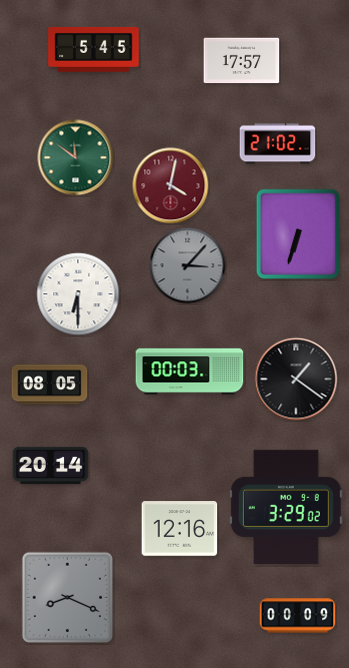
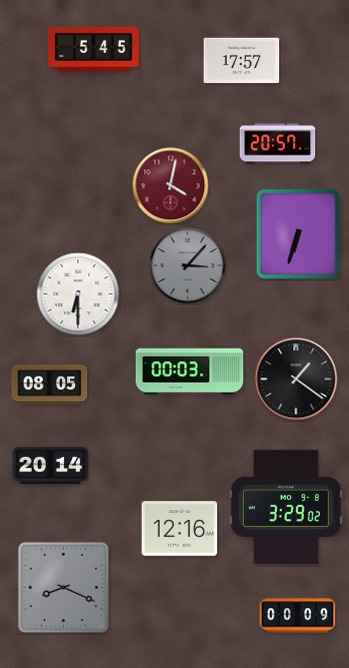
clock at (278, 144): 21:02 -> 20:57
clock at (76, 158): 11:51 -> none
clock at (68, 598) position: (68, 598) -> (64, 588)
